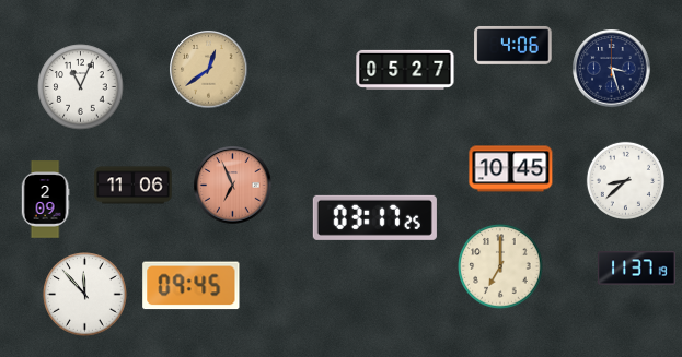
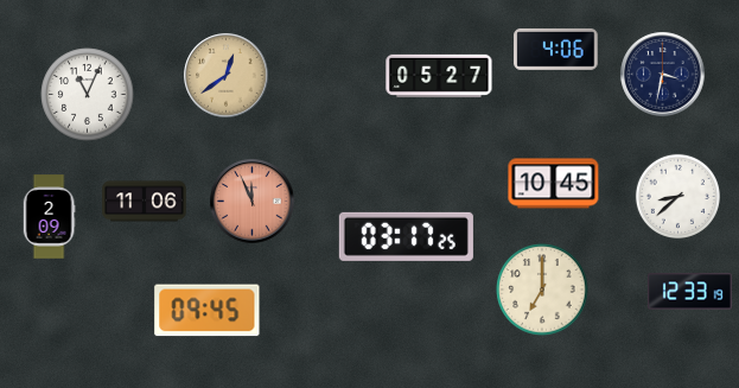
clock at (612, 69): 3:27 -> 3:32
clock at (233, 186): 6:56 -> 11:56
clock at (637, 269): 11:37 -> 12:33
clock at (85, 295): 11:53 -> none
